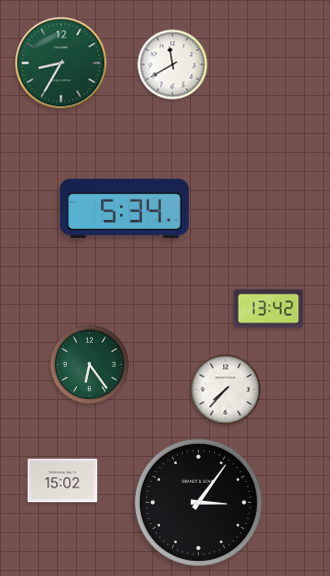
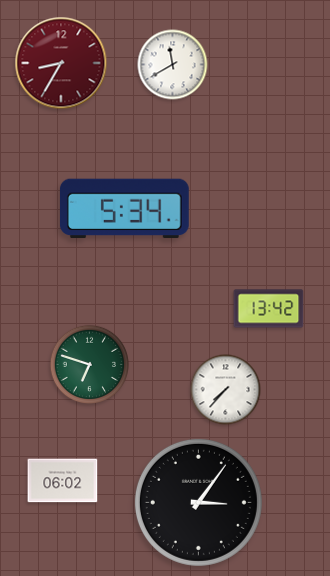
clock at (61, 63) dial: green -> burgundy
clock at (89, 364): 6:24 -> 6:48
clock at (63, 481): 15:02 -> 06:02
